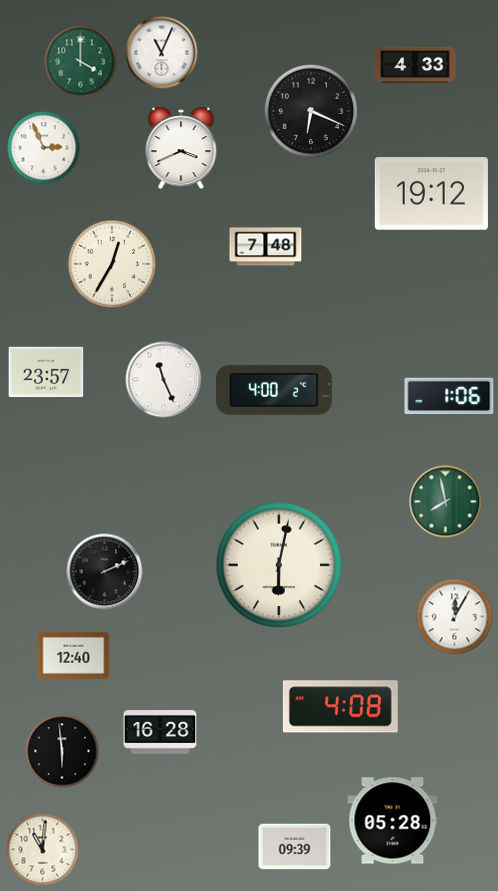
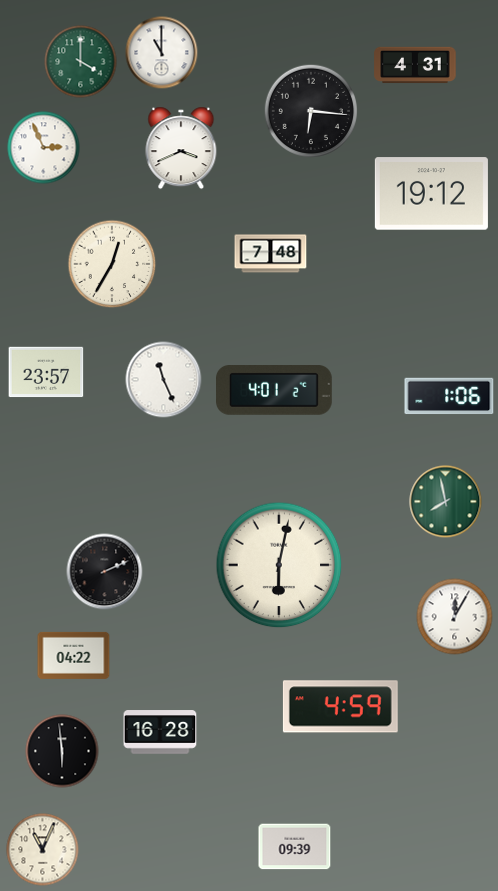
clock at (162, 53): 11:04 -> 11:00
clock at (415, 65): 4:33 -> 4:31
clock at (310, 110): 6:19 -> 6:16
clock at (266, 247) position: (266, 247) -> (271, 254)
clock at (275, 391): 4:00 -> 4:01
clock at (74, 655): 12:40 -> 04:22
clock at (340, 707): 4:08 -> 4:59
clock at (393, 821): 05:28 -> none
clock at (43, 850): 11:01 -> 11:04
